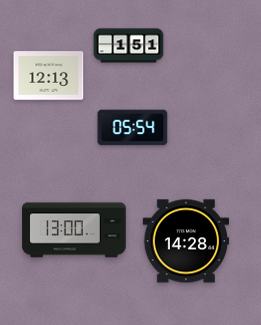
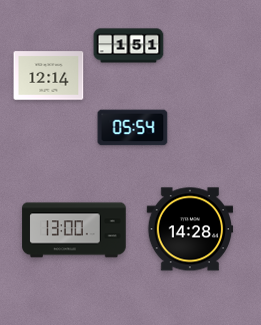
clock at (49, 76): 12:13 -> 12:14
clock at (186, 241) position: (186, 241) -> (190, 229)
